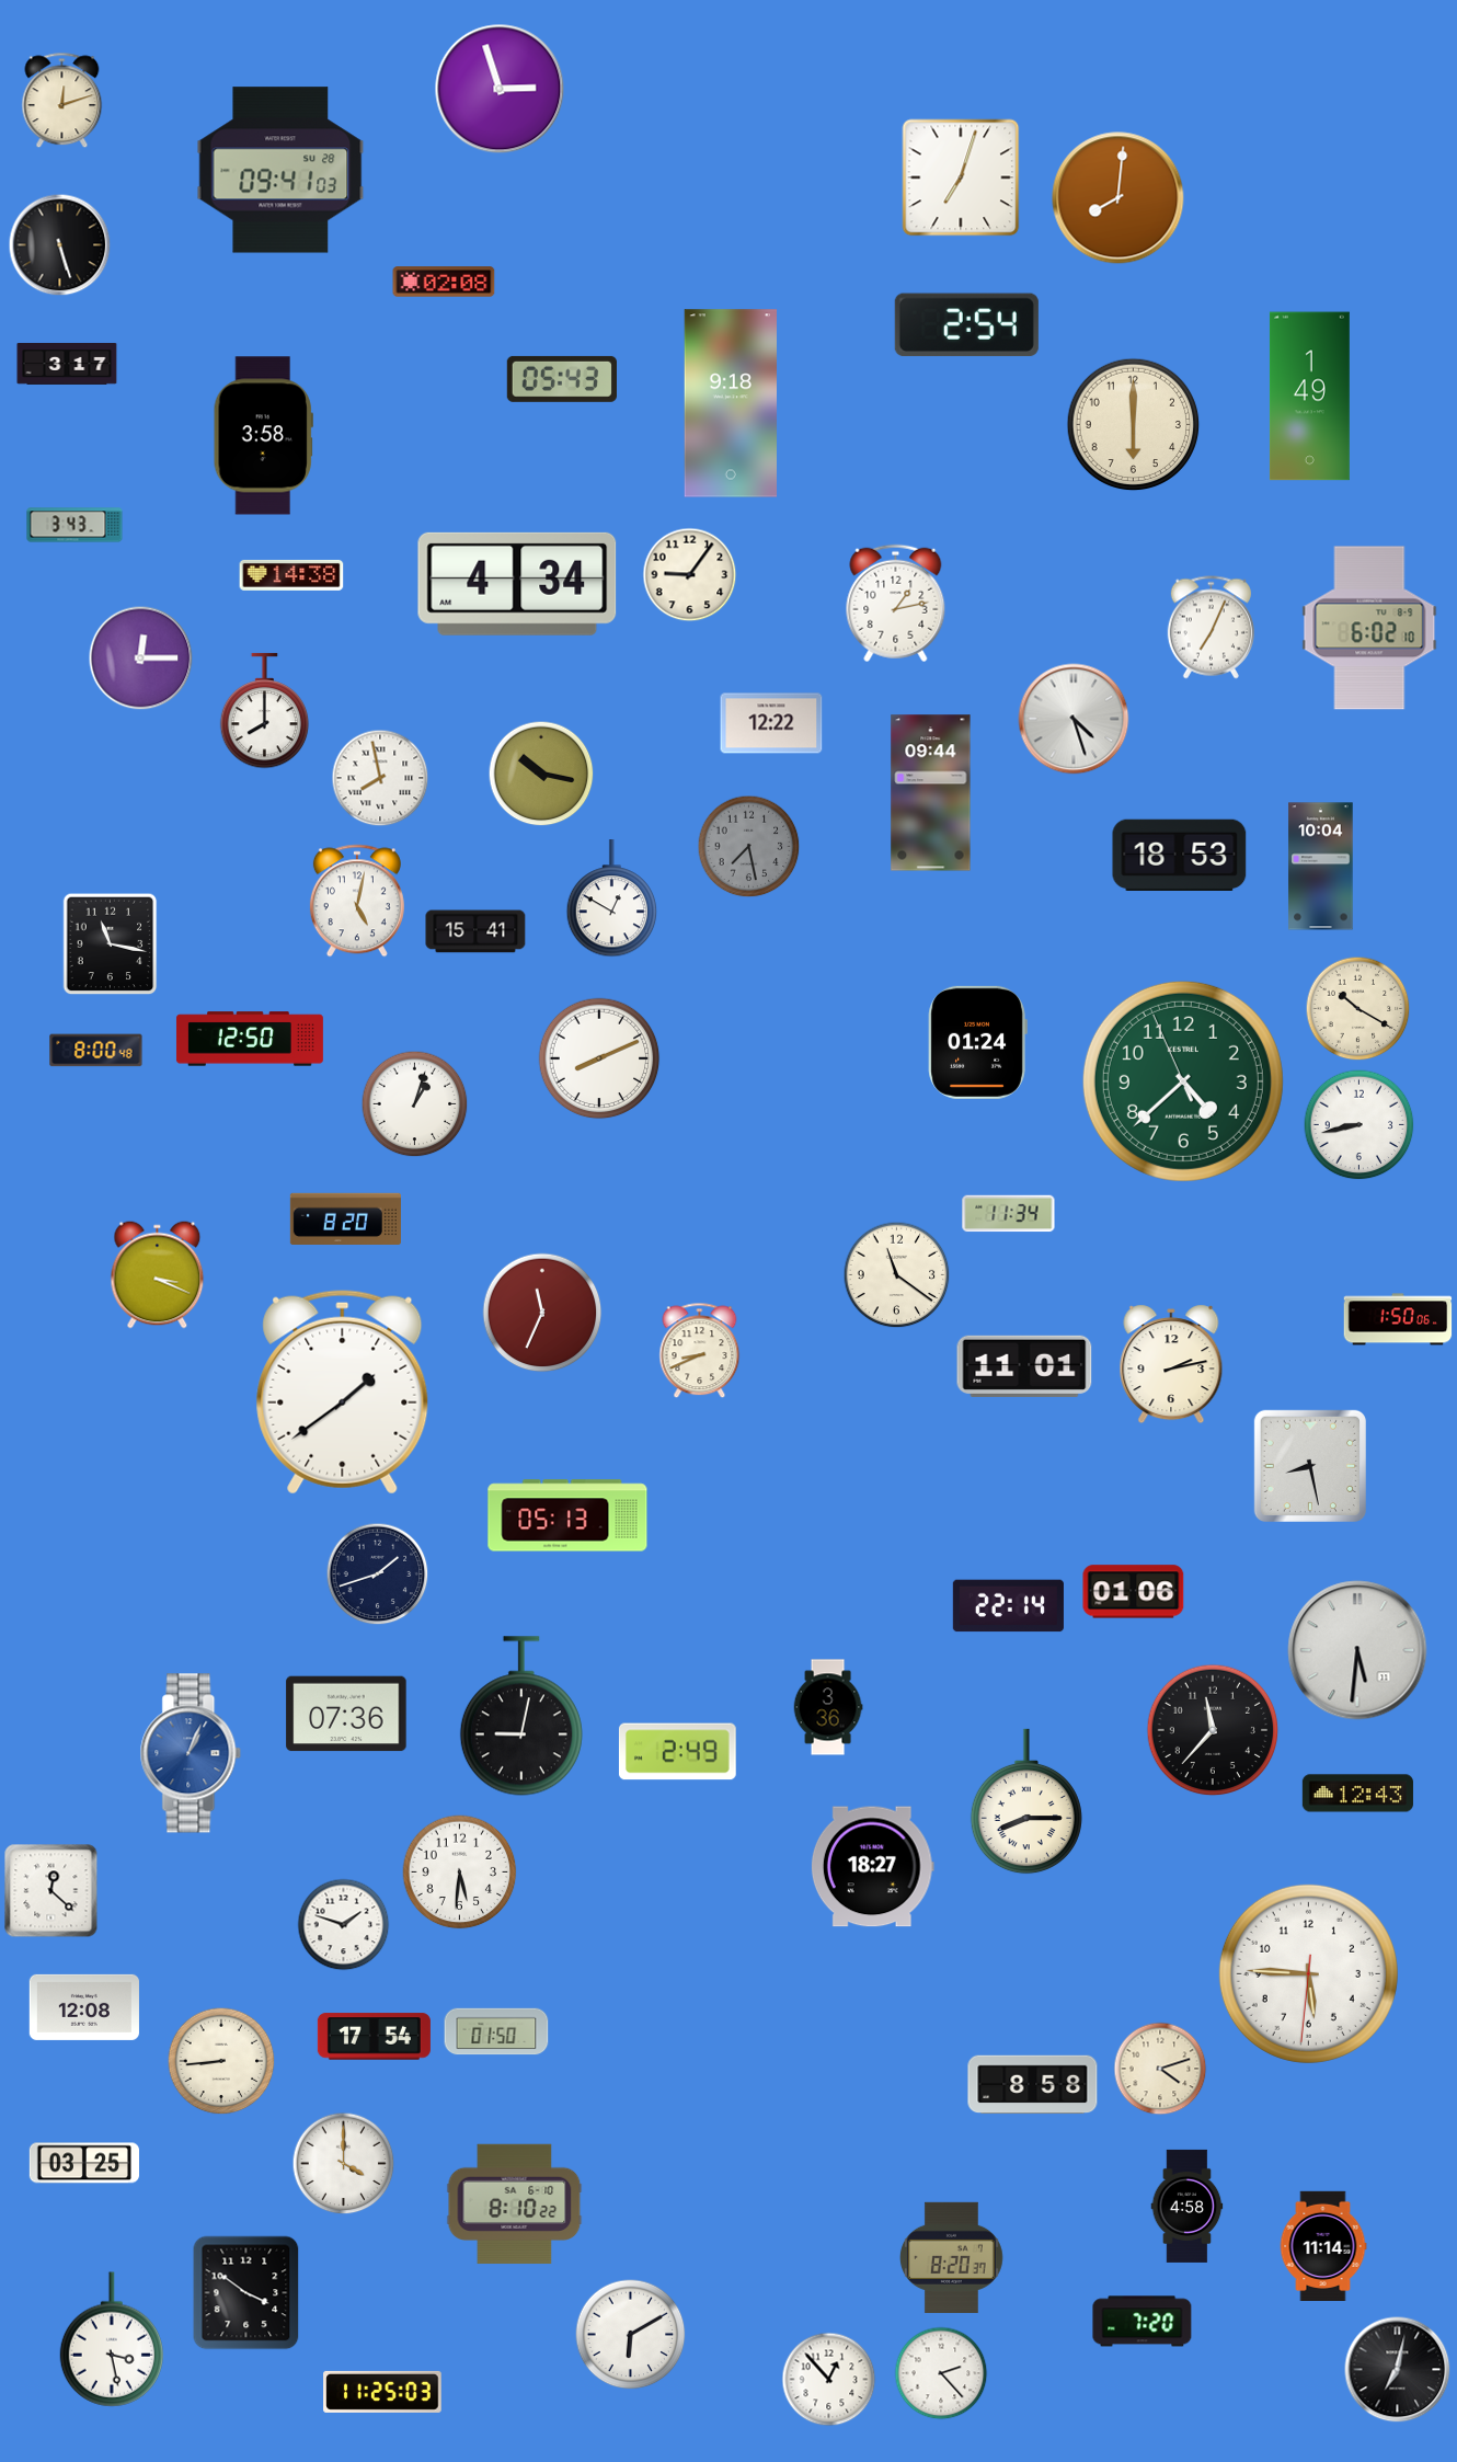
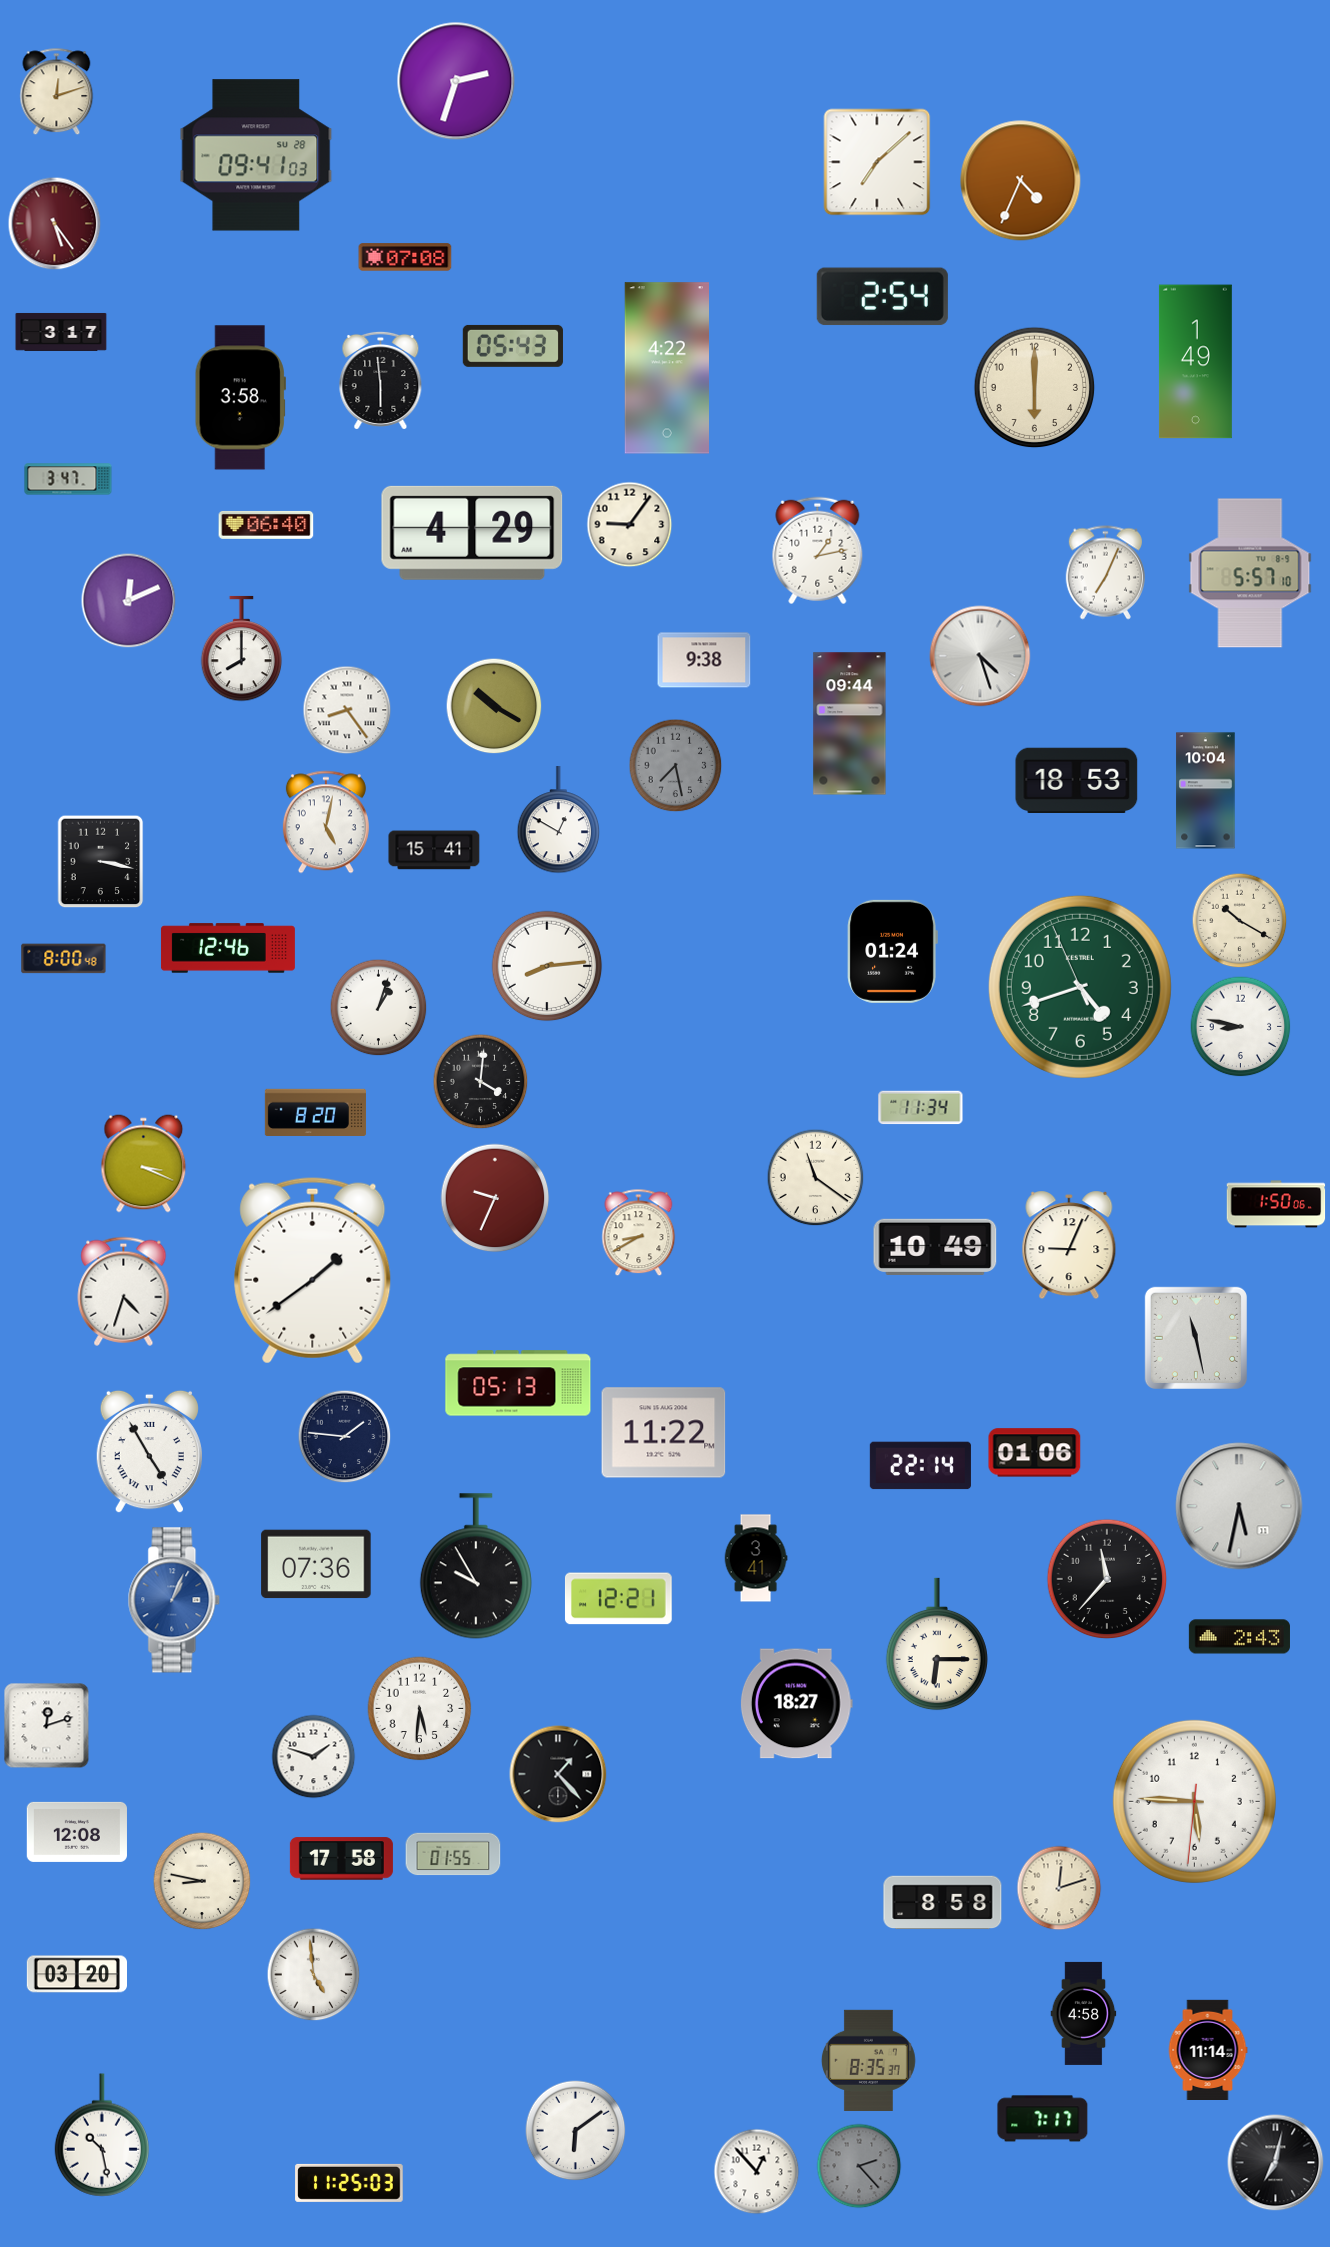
clock at (500, 89): 2:57 -> 2:33
clock at (961, 178): 7:03 -> 7:08
clock at (1118, 198): 8:01 -> 4:34
clock at (60, 245): 5:27 -> 5:24
clock at (60, 245) dial: black -> burgundy
clock at (444, 282): 02:08 -> 07:08
clock at (730, 403): 9:18 -> 4:22
clock at (381, 380): none -> 5:59
clock at (74, 525): 3:43 -> 3:47
clock at (291, 575): 14:38 -> 06:40
clock at (517, 584): 4:34 -> 4:29
clock at (1369, 628): 6:02 -> 5:57
clock at (141, 659): 12:15 -> 12:11
clock at (771, 723): 12:22 -> 9:38
clock at (541, 774): 10:17 -> 10:20
clock at (380, 778): 7:58 -> 8:24
clock at (749, 847) position: (749, 847) -> (676, 766)
clock at (111, 944): 11:17 -> 3:17
clock at (250, 1039): 12:50 -> 12:46
clock at (96, 1051) position: (96, 1051) -> (64, 959)
clock at (599, 1058): 8:11 -> 8:14
clock at (1183, 1081): 4:37 -> 4:41
clock at (1360, 1125): 8:43 -> 8:47
clock at (481, 1082): none -> 4:01
clock at (897, 1275) position: (897, 1275) -> (816, 1178)
clock at (542, 1313): 11:34 -> 9:34
clock at (700, 1351): 8:41 -> 8:40
clock at (1171, 1364): 2:13 -> 9:04
clock at (1024, 1366): 11:01 -> 10:49
clock at (124, 1291): none -> 4:33
clock at (1310, 1466): 8:28 -> 11:28
clock at (664, 1433): none -> 11:22
clock at (378, 1574): 1:42 -> 1:46
clock at (149, 1452): none -> 4:55
clock at (1357, 1650): 5:31 -> 5:32
clock at (828, 1707): 3:36 -> 3:41
clock at (521, 1716): 9:02 -> 9:55
clock at (677, 1752): 2:49 -> 12:21
clock at (1357, 1794): 12:43 -> 2:43
clock at (1026, 1801): 8:15 -> 6:15
clock at (51, 1891): 12:22 -> 12:12
clock at (558, 1774): none -> 1:23
clock at (496, 2031): 01:50 -> 01:55
clock at (374, 2037): 17:54 -> 17:58
clock at (221, 2061): 8:44 -> 8:47
clock at (1160, 2069): 4:12 -> 12:12
clock at (83, 2163): 03:25 -> 03:20
clock at (344, 2164): 4:00 -> 4:59
clock at (515, 2205): 8:10 -> none
clock at (951, 2257): 8:20 -> 8:35
clock at (246, 2293): 3:51 -> none
clock at (1143, 2322): 7:20 -> 7:17
clock at (631, 2335): 6:10 -> 6:09
clock at (112, 2339): 3:28 -> 10:28
clock at (941, 2373) dial: white -> grey
